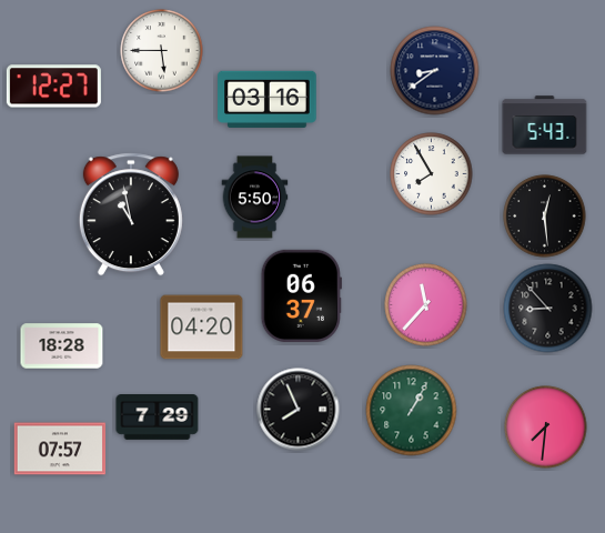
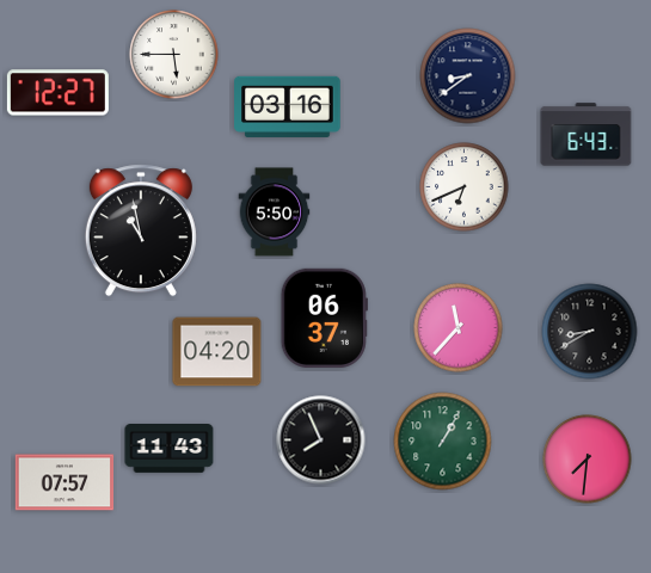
clock at (545, 125): 5:43 -> 6:43
clock at (432, 174): 7:55 -> 6:41
clock at (545, 217): 12:29 -> none
clock at (548, 309): 8:53 -> 8:40
clock at (62, 346): 18:28 -> none
clock at (158, 418): 7:29 -> 11:43
